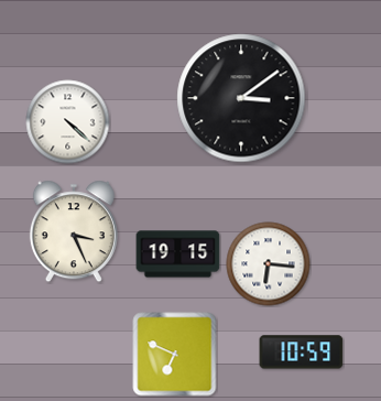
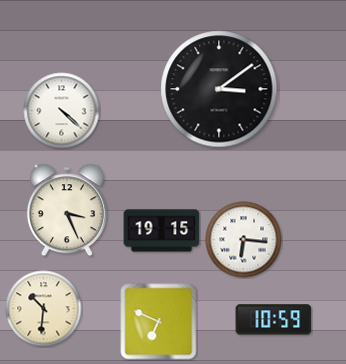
clock at (44, 309): none -> 10:31
